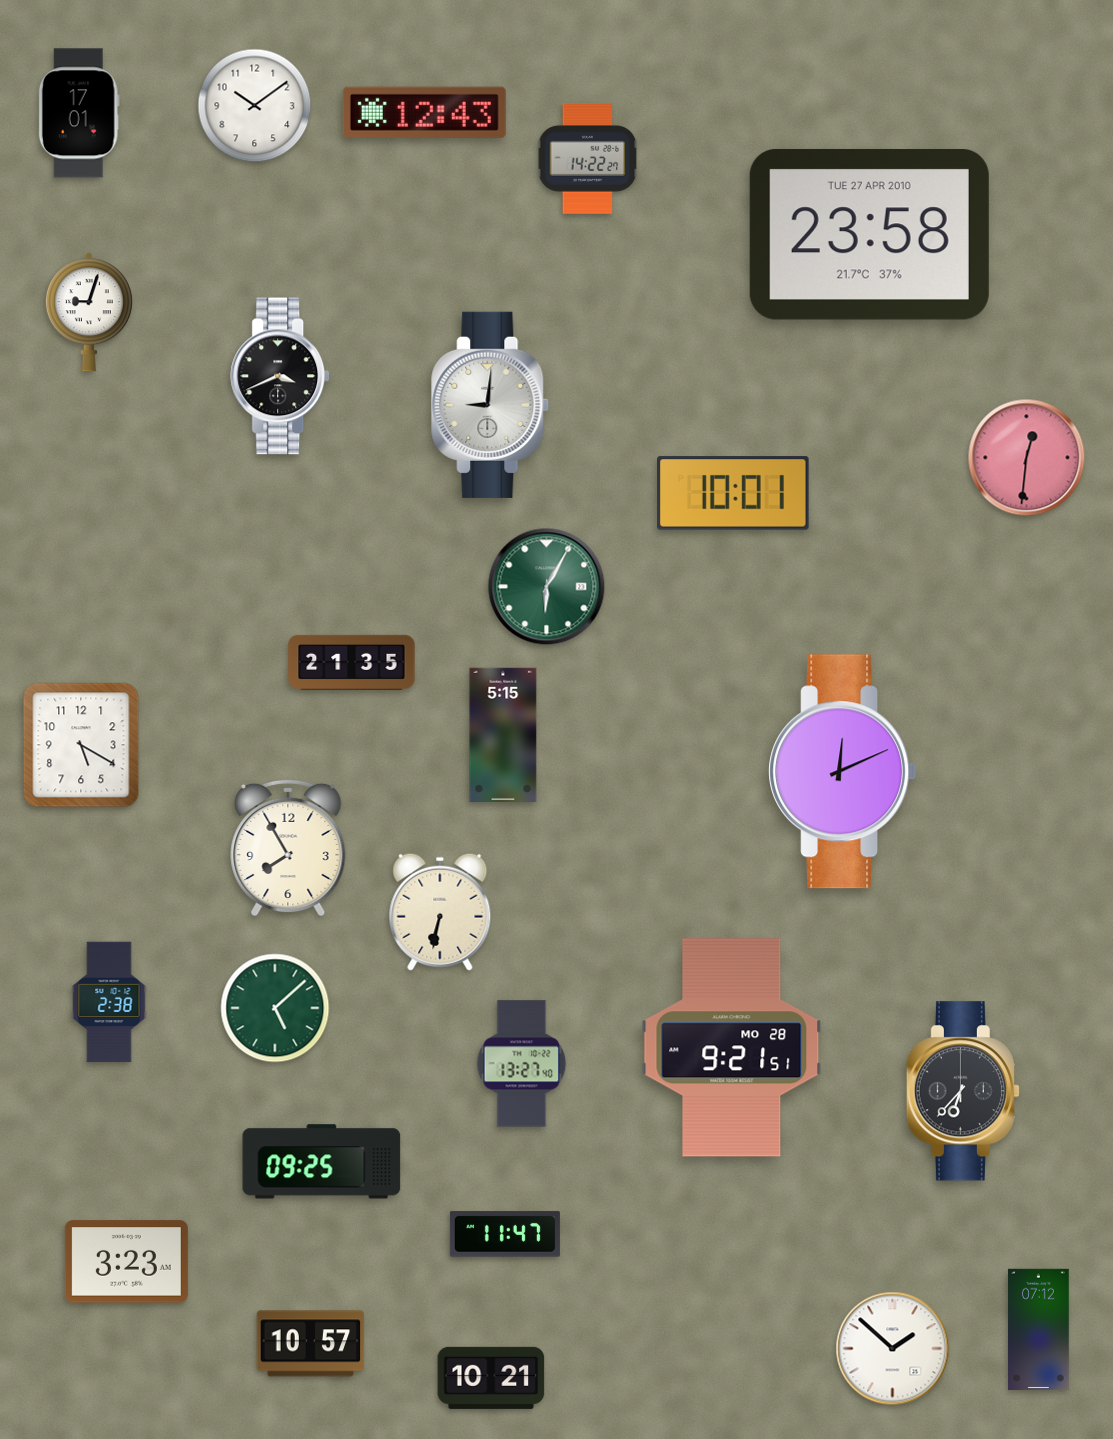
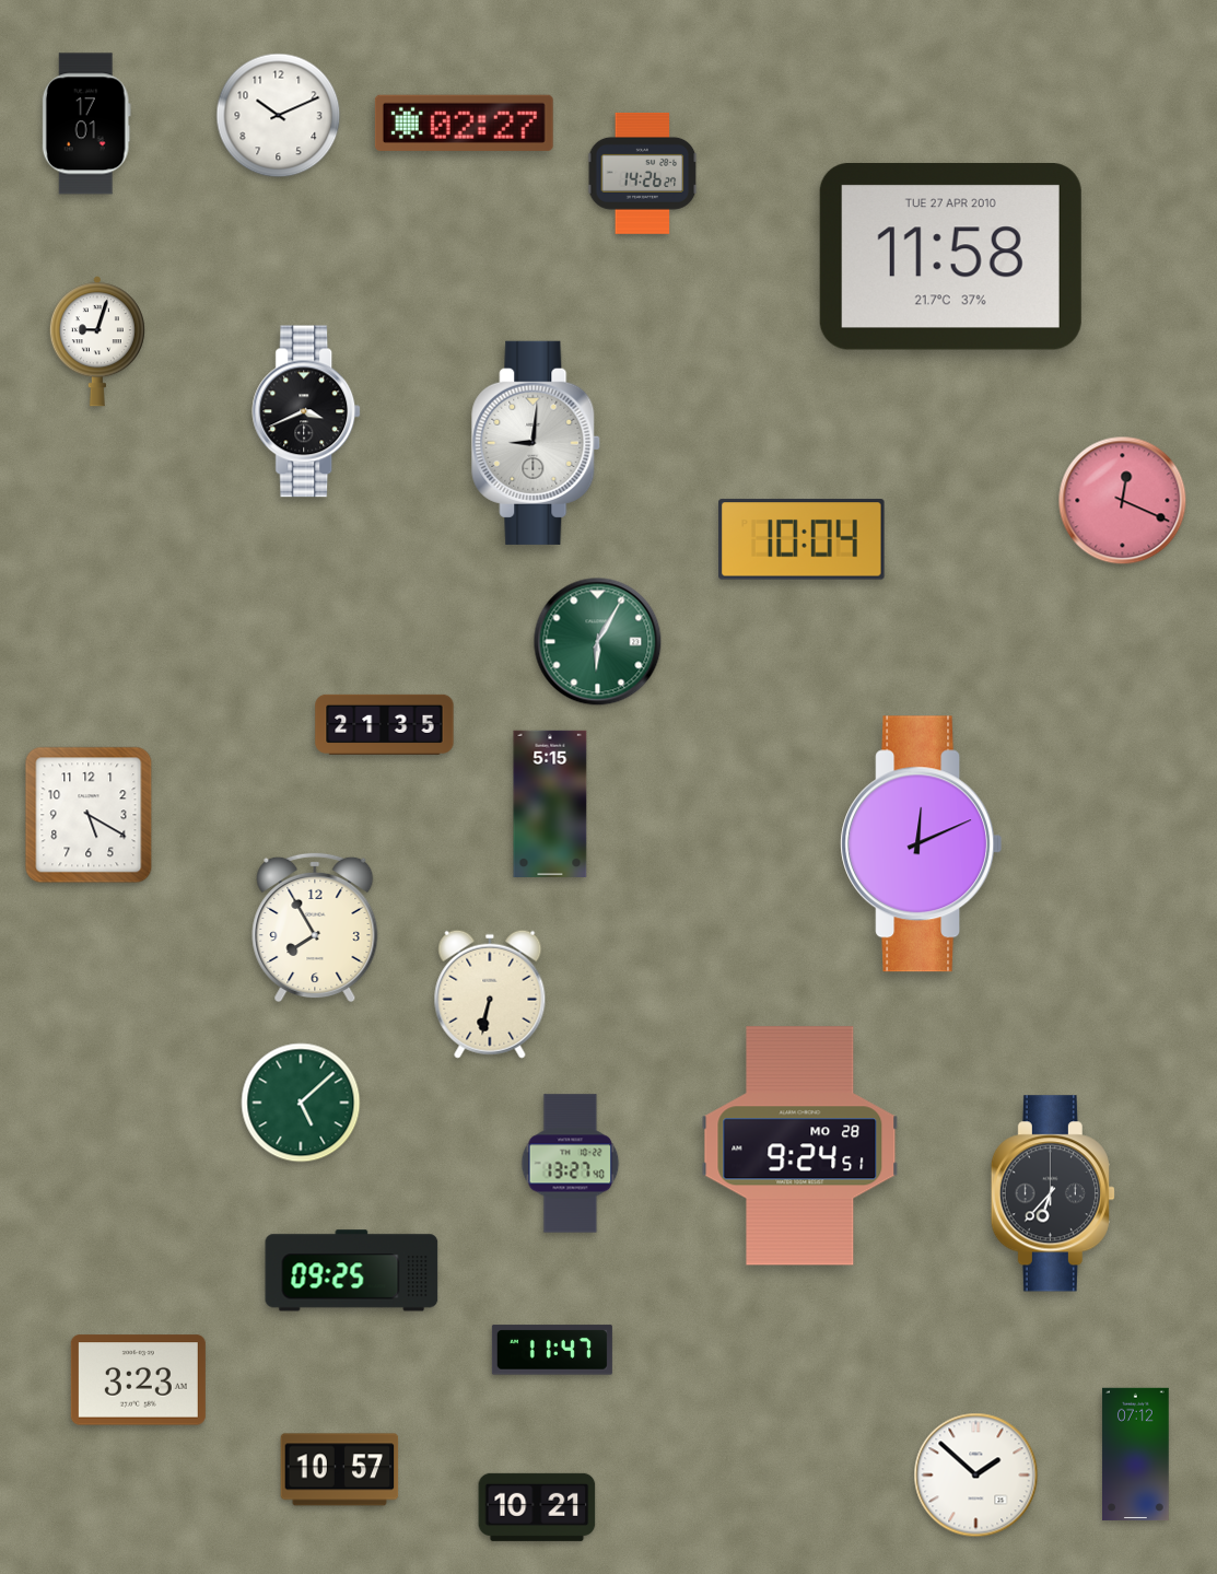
clock at (255, 106): 10:09 -> 10:11
clock at (424, 112): 12:43 -> 02:27
clock at (588, 158): 14:22 -> 14:26
clock at (869, 234): 23:58 -> 11:58
clock at (1027, 458): 12:31 -> 12:19
clock at (733, 493): 10:01 -> 10:04
clock at (440, 912) position: (440, 912) -> (490, 994)
clock at (109, 1002): 2:38 -> none
clock at (732, 1048): 9:21 -> 9:24
